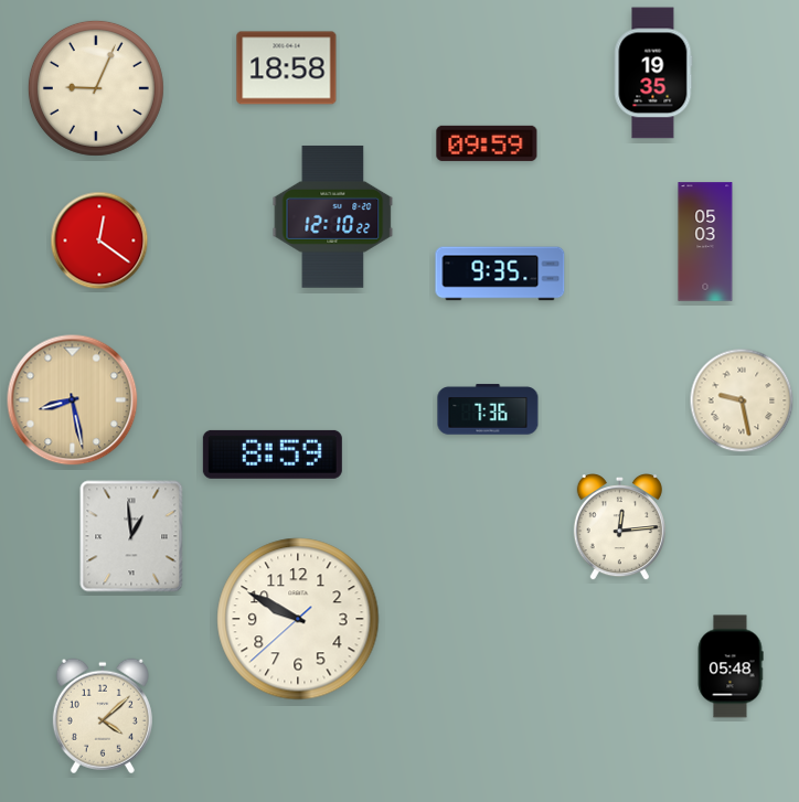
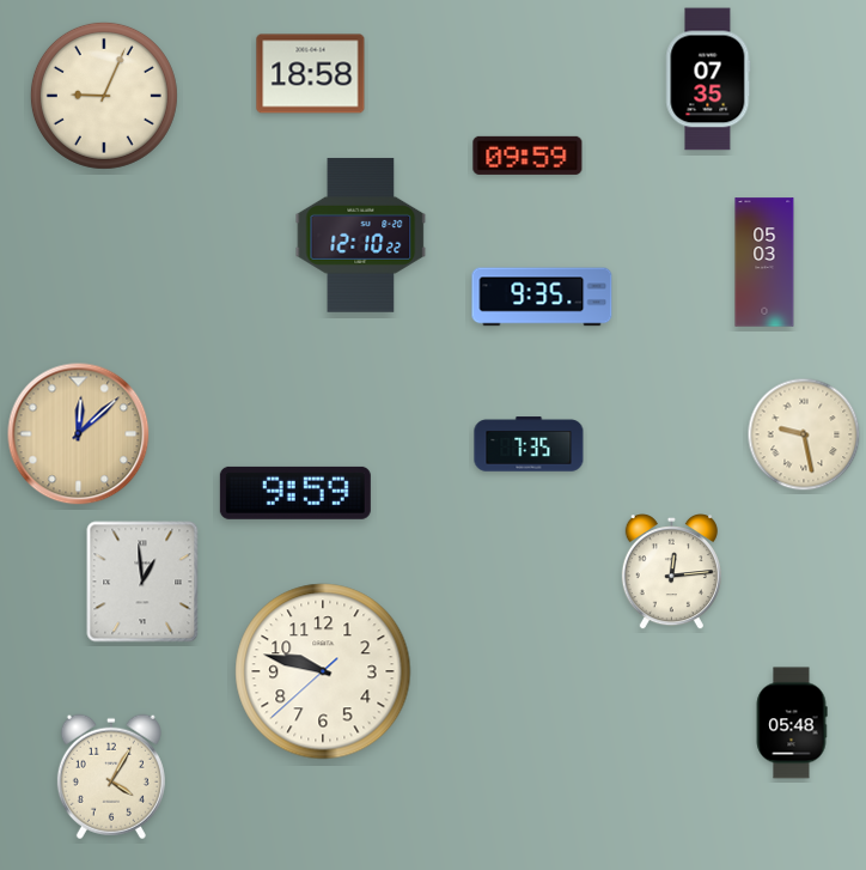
clock at (653, 73): 19:35 -> 07:35
clock at (99, 240): 12:21 -> none
clock at (73, 400): 8:28 -> 12:08
clock at (488, 409): 7:36 -> 7:35
clock at (273, 455): 8:59 -> 9:59
clock at (298, 619): 9:49 -> 9:47
clock at (103, 716): 4:08 -> 4:05
